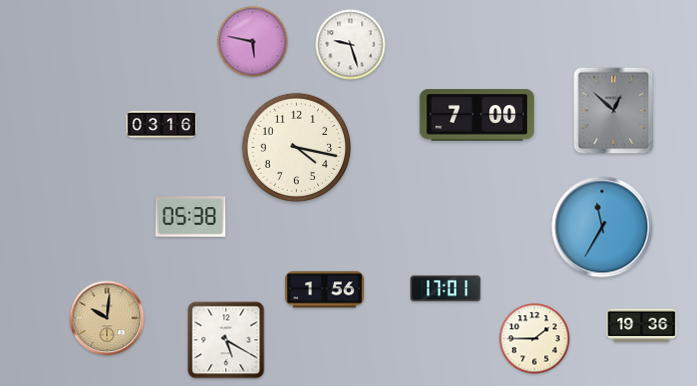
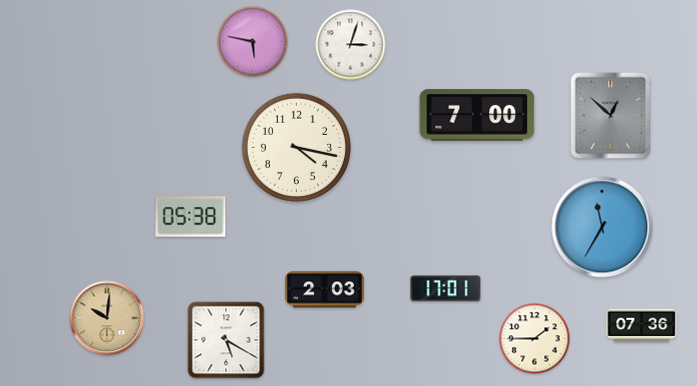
clock at (351, 45): 9:27 -> 3:03
clock at (614, 111) position: (614, 111) -> (611, 116)
clock at (162, 125): 03:16 -> none
clock at (325, 290): 1:56 -> 2:03
clock at (642, 326): 19:36 -> 07:36
